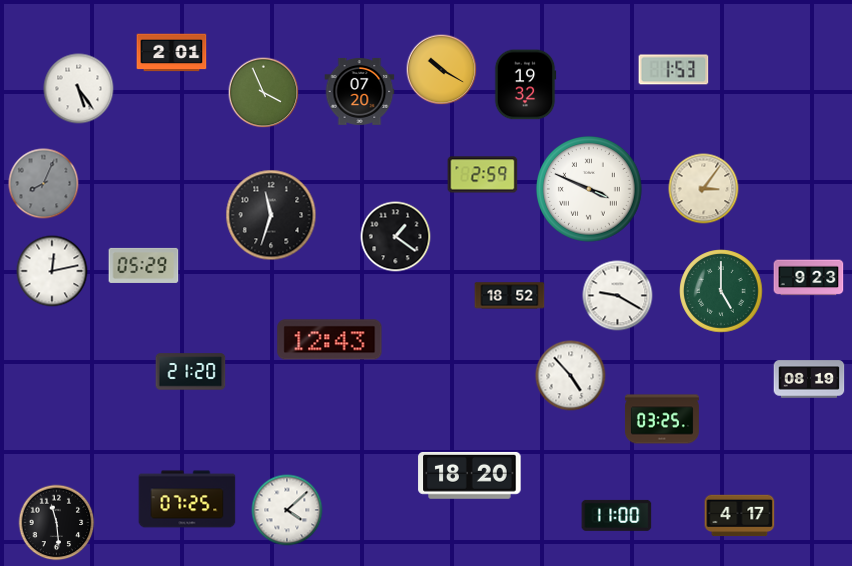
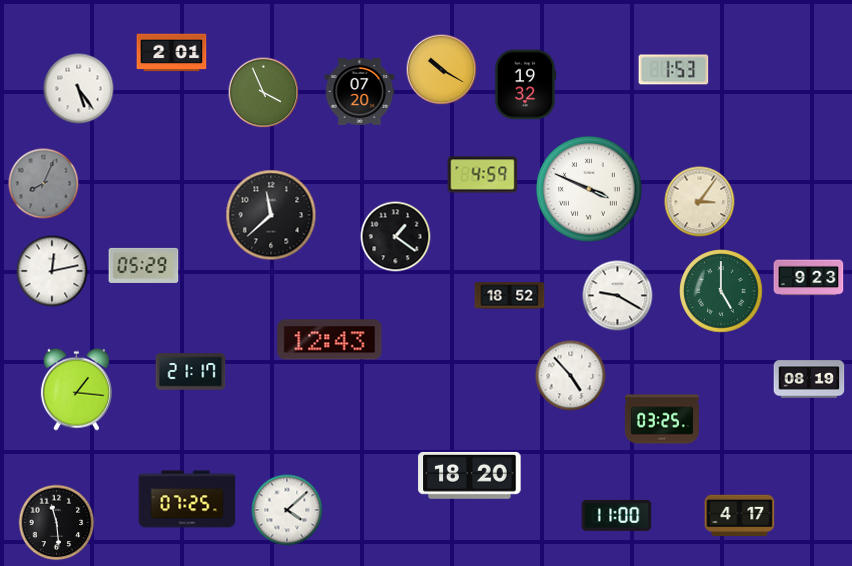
clock at (483, 175): 2:59 -> 4:59
clock at (704, 189) position: (704, 189) -> (700, 202)
clock at (271, 215): 11:33 -> 11:38
clock at (191, 372): 21:20 -> 21:17
clock at (76, 389): none -> 1:16
